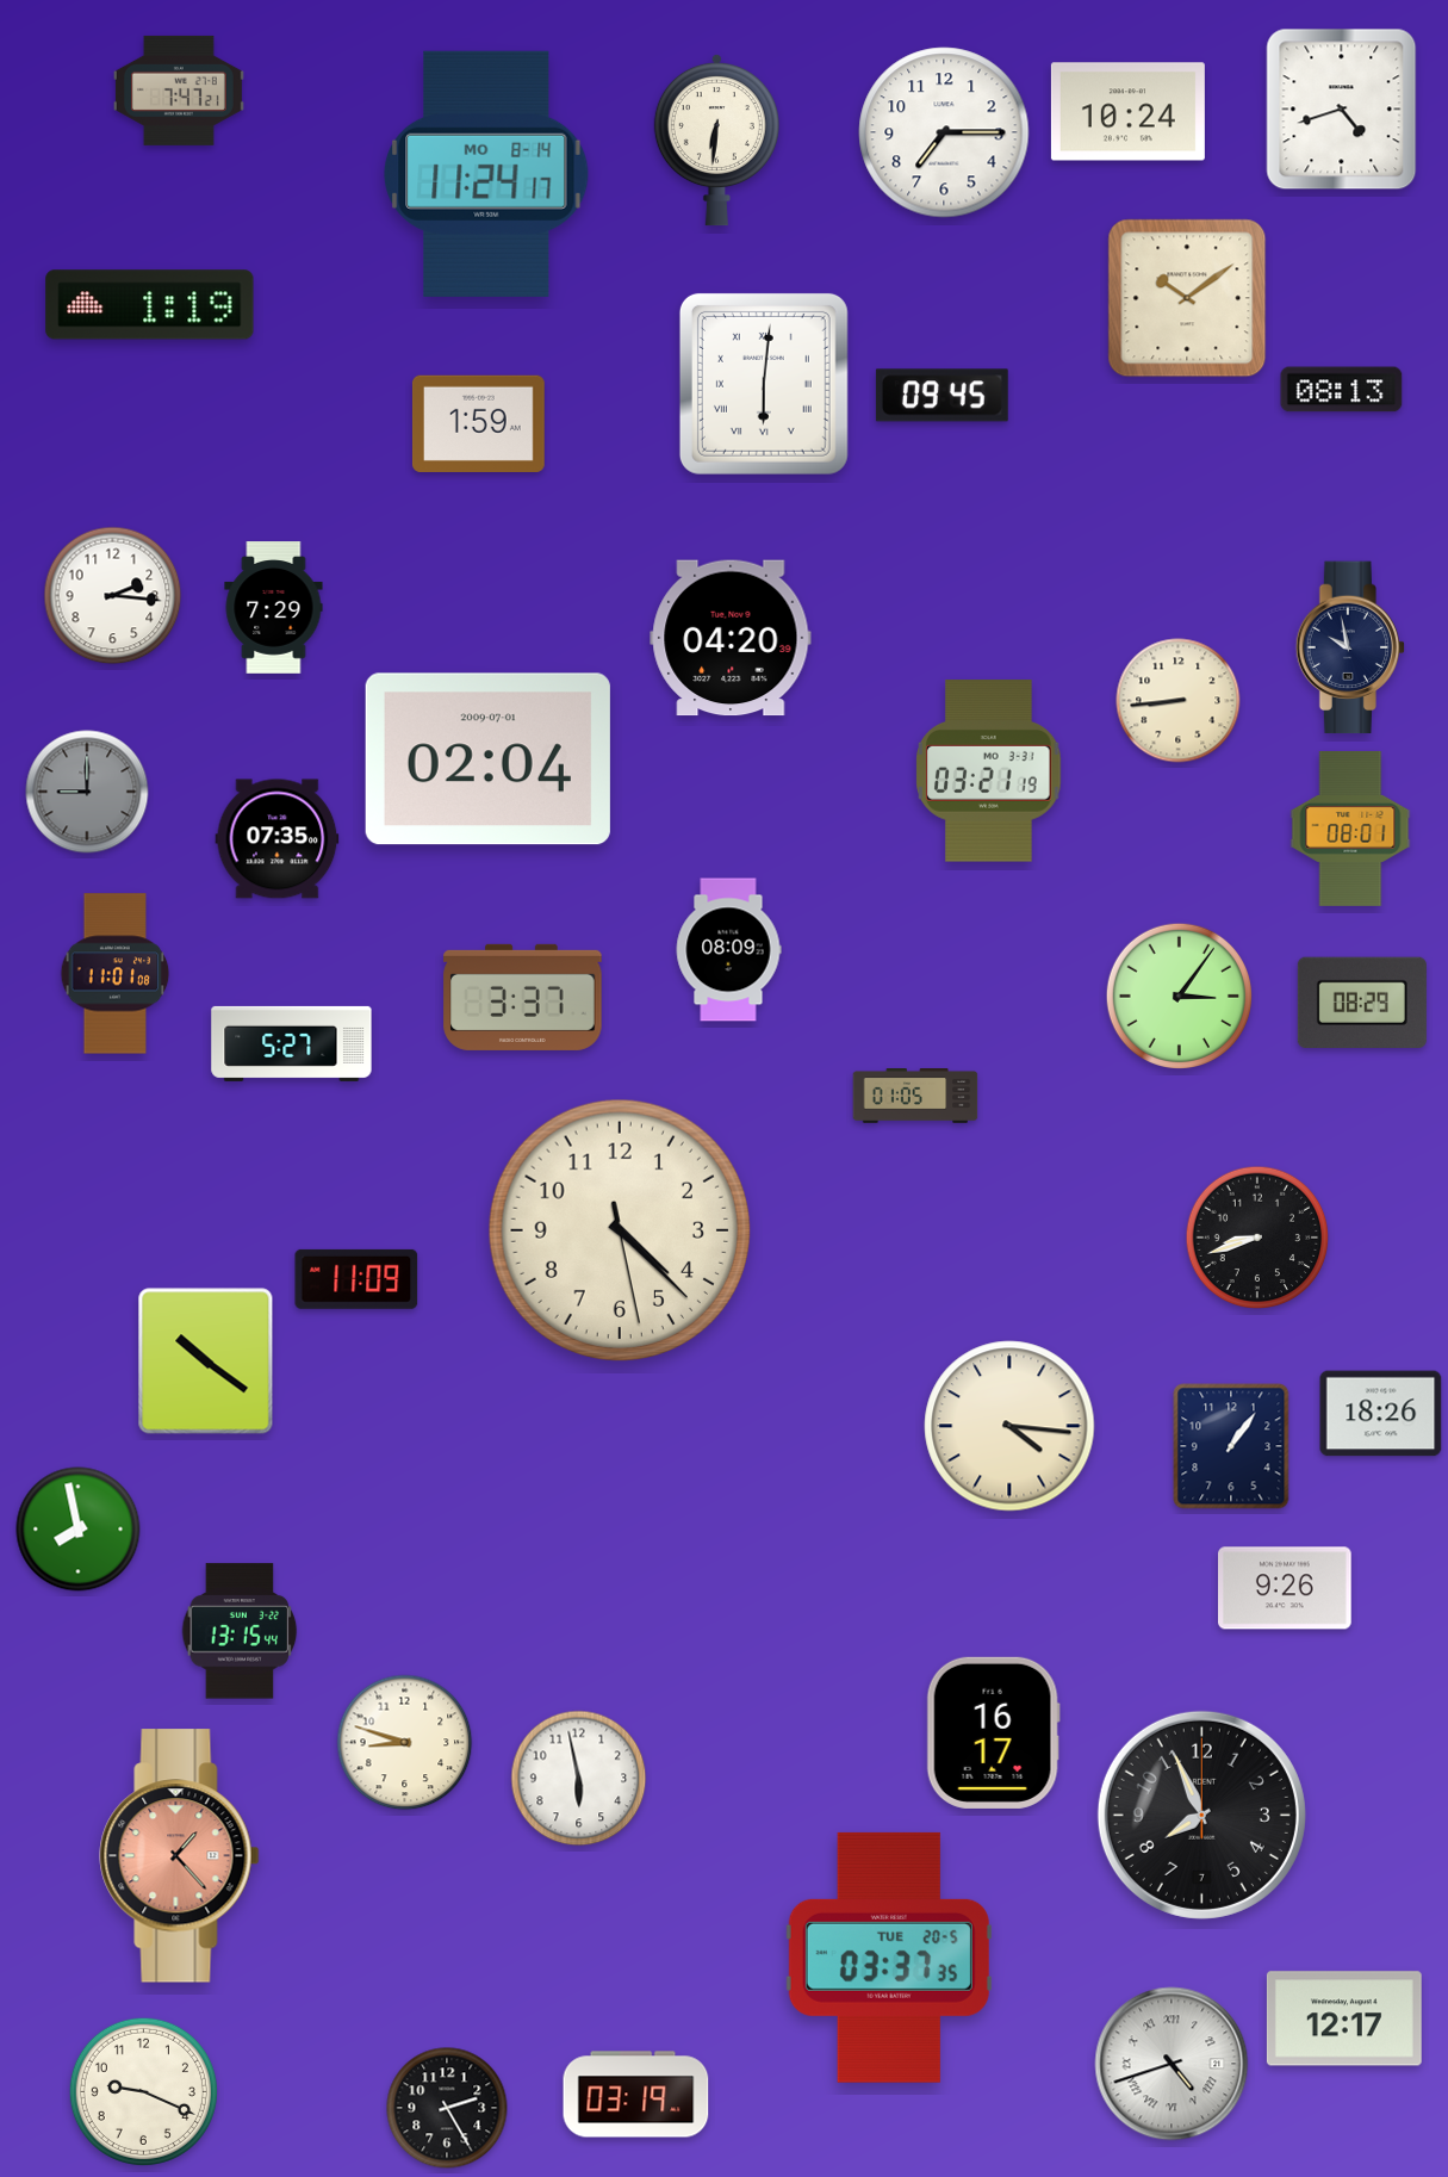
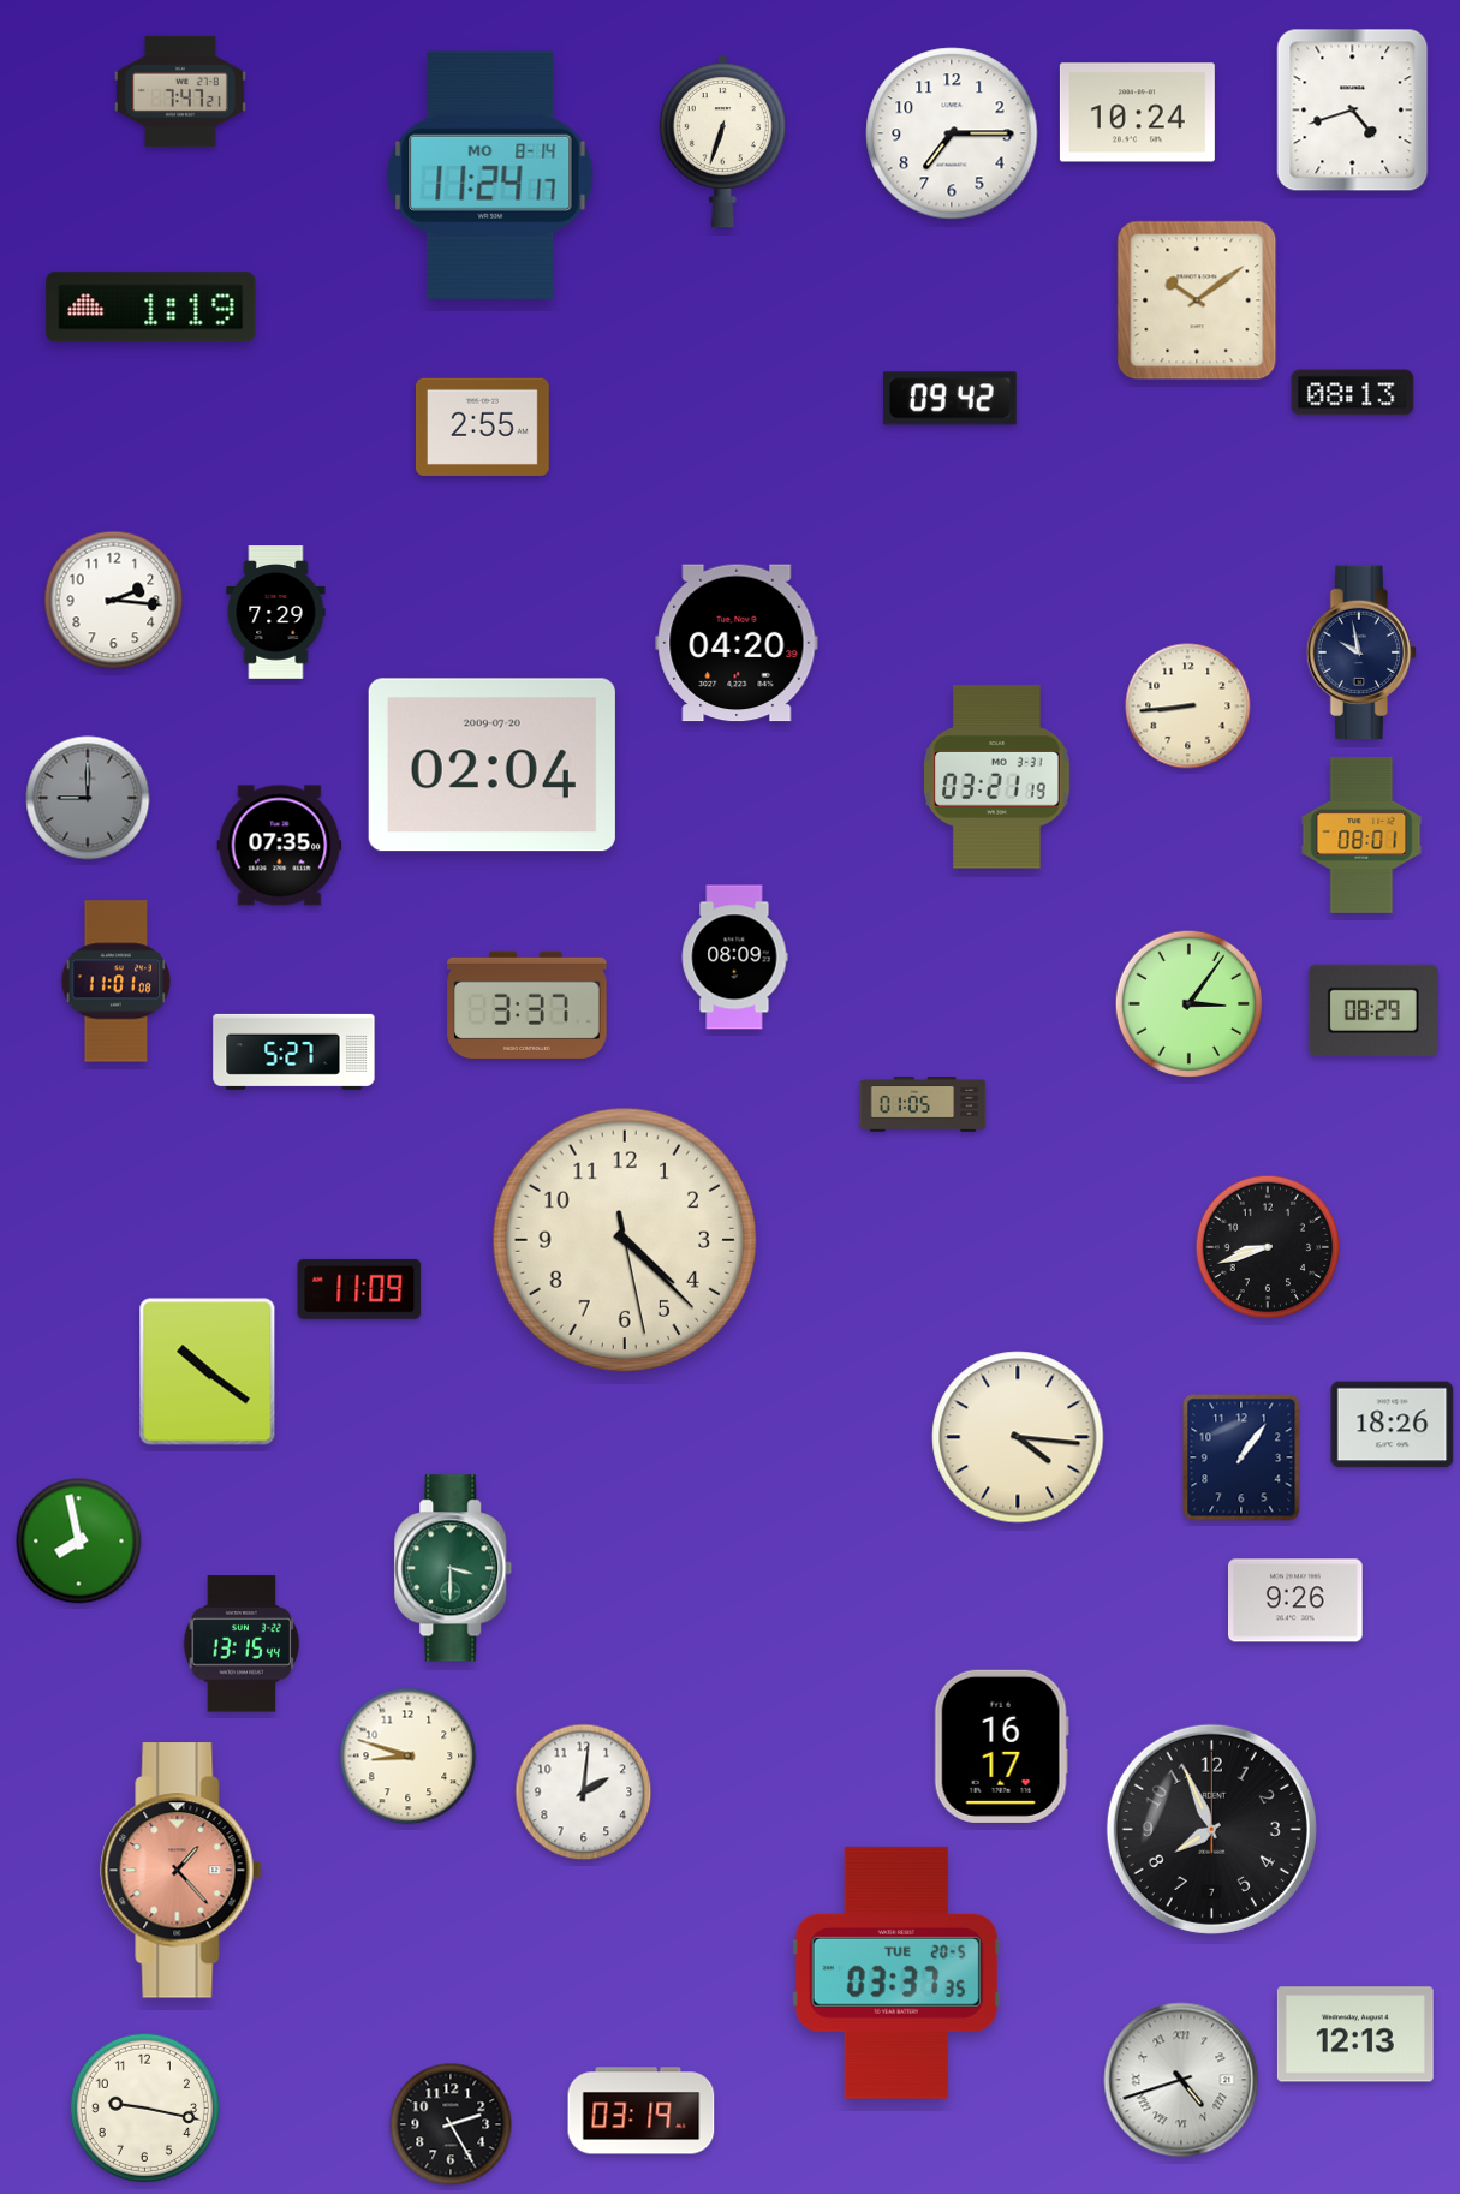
clock at (716, 139): 6:31 -> 6:33
clock at (764, 384): 6:01 -> none
clock at (941, 396): 09:45 -> 09:42
clock at (478, 423): 1:59 -> 2:55
clock at (487, 759) date: 2009-07-01 -> 2009-07-20
clock at (453, 1568): none -> 3:30
clock at (579, 1779): 5:58 -> 2:01
clock at (1344, 2018): 12:17 -> 12:13
clock at (143, 2091): 9:19 -> 9:17
